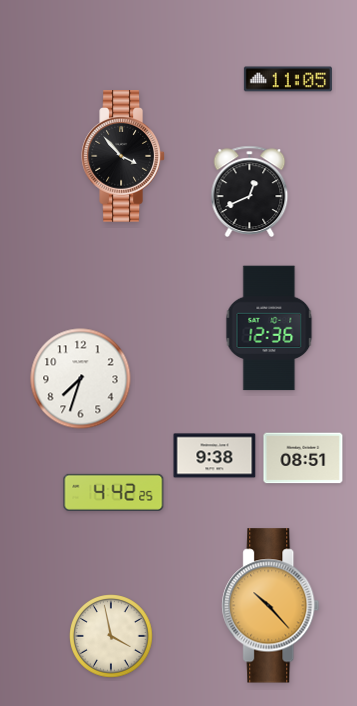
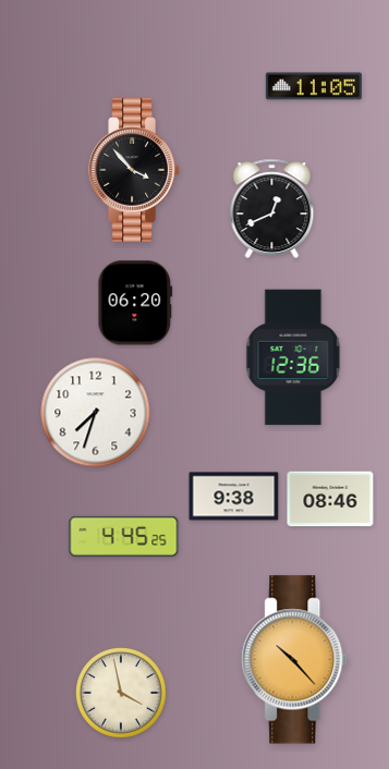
clock at (135, 303): none -> 06:20
clock at (81, 379) position: (81, 379) -> (96, 413)
clock at (303, 458): 08:51 -> 08:46
clock at (114, 492): 4:42 -> 4:45
